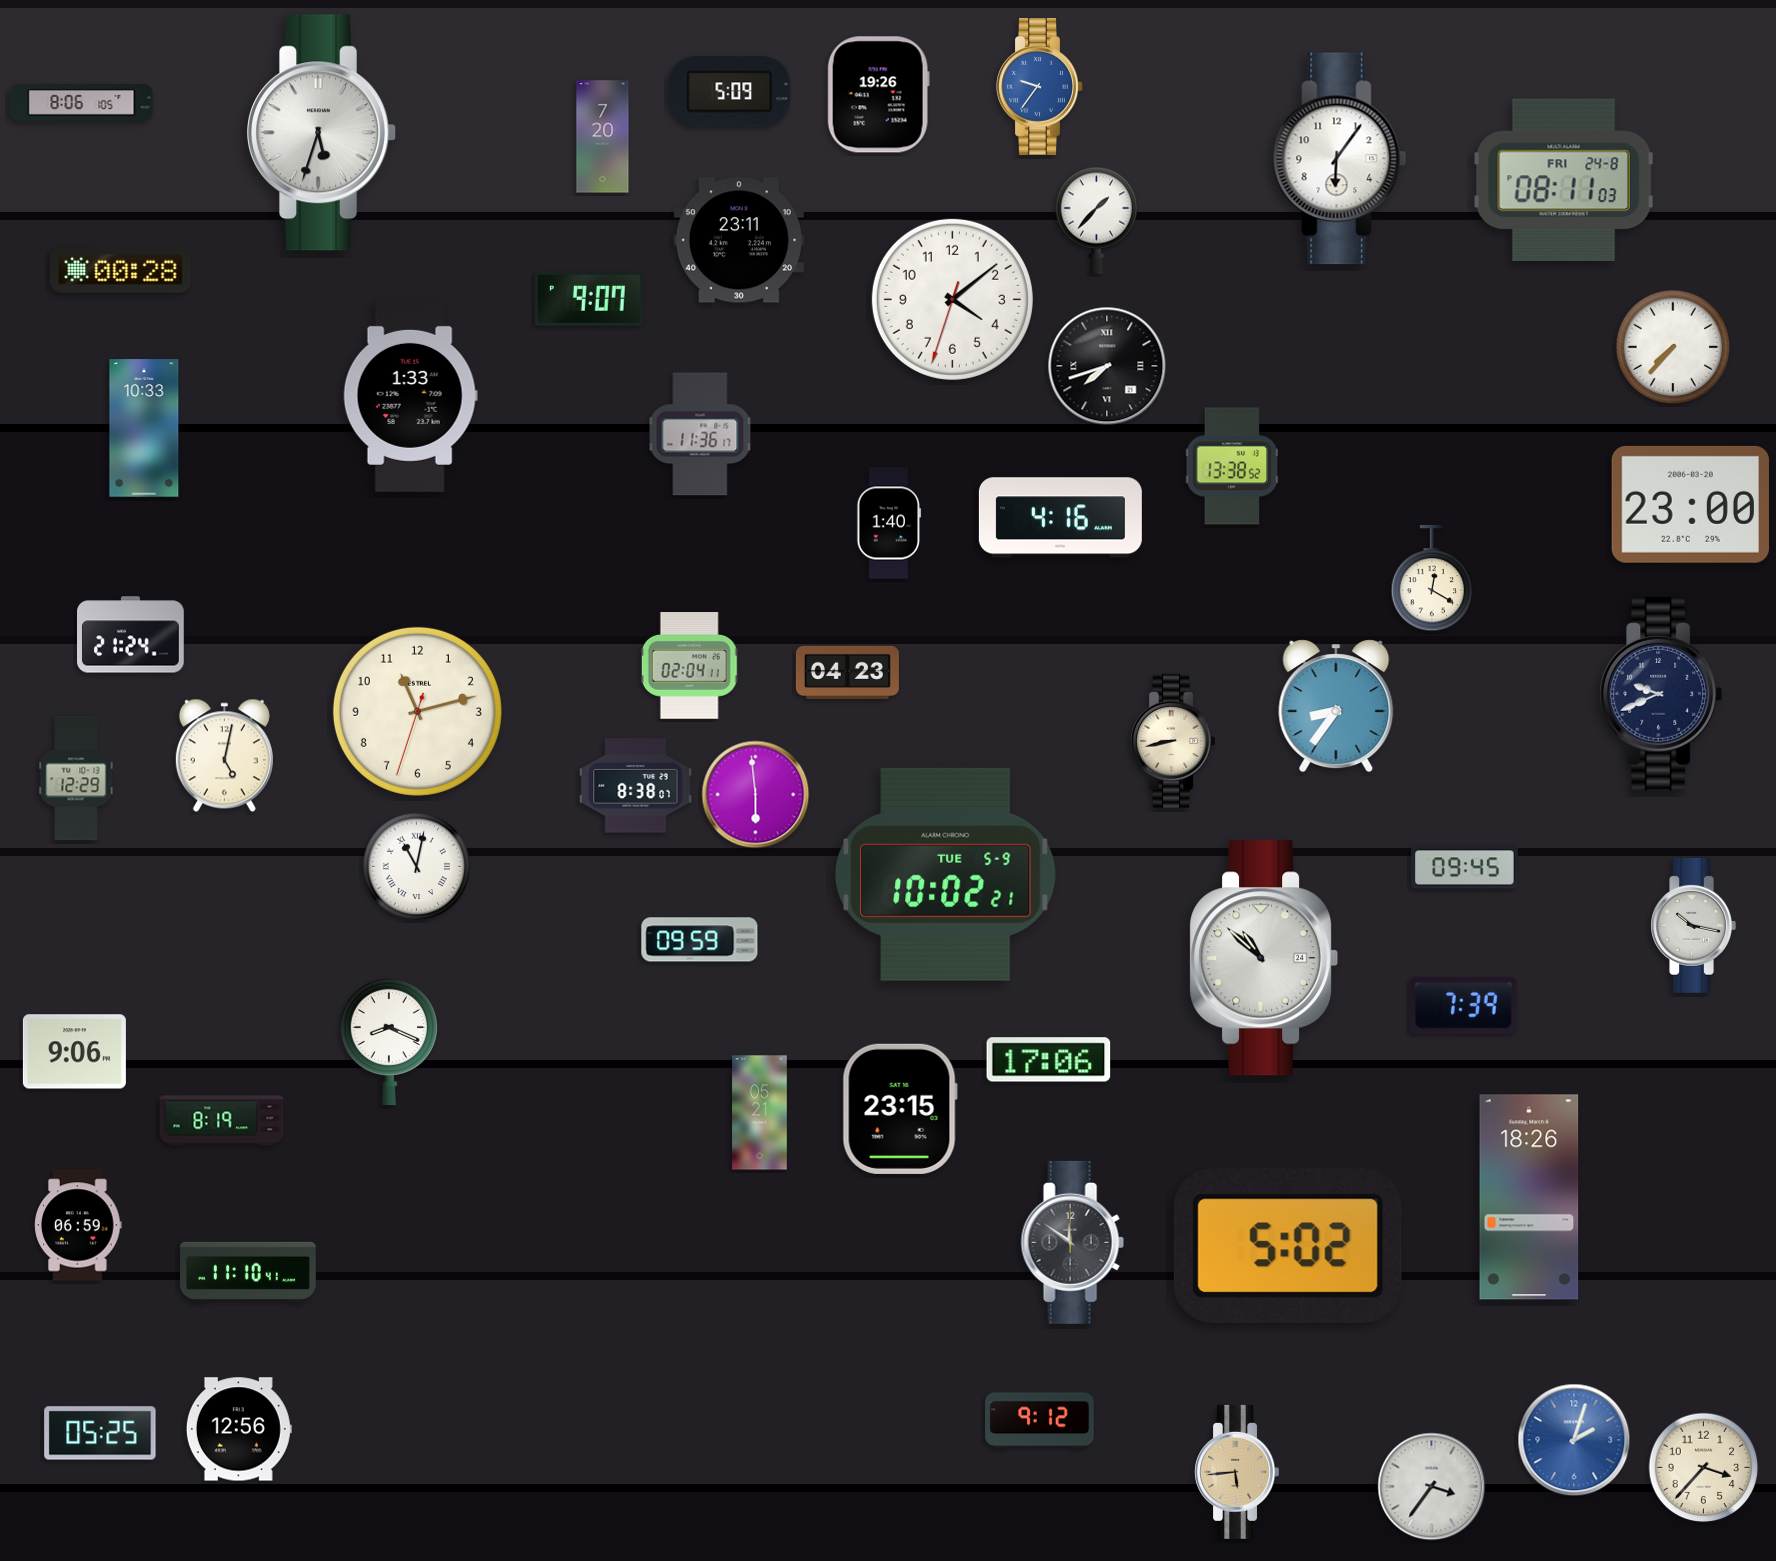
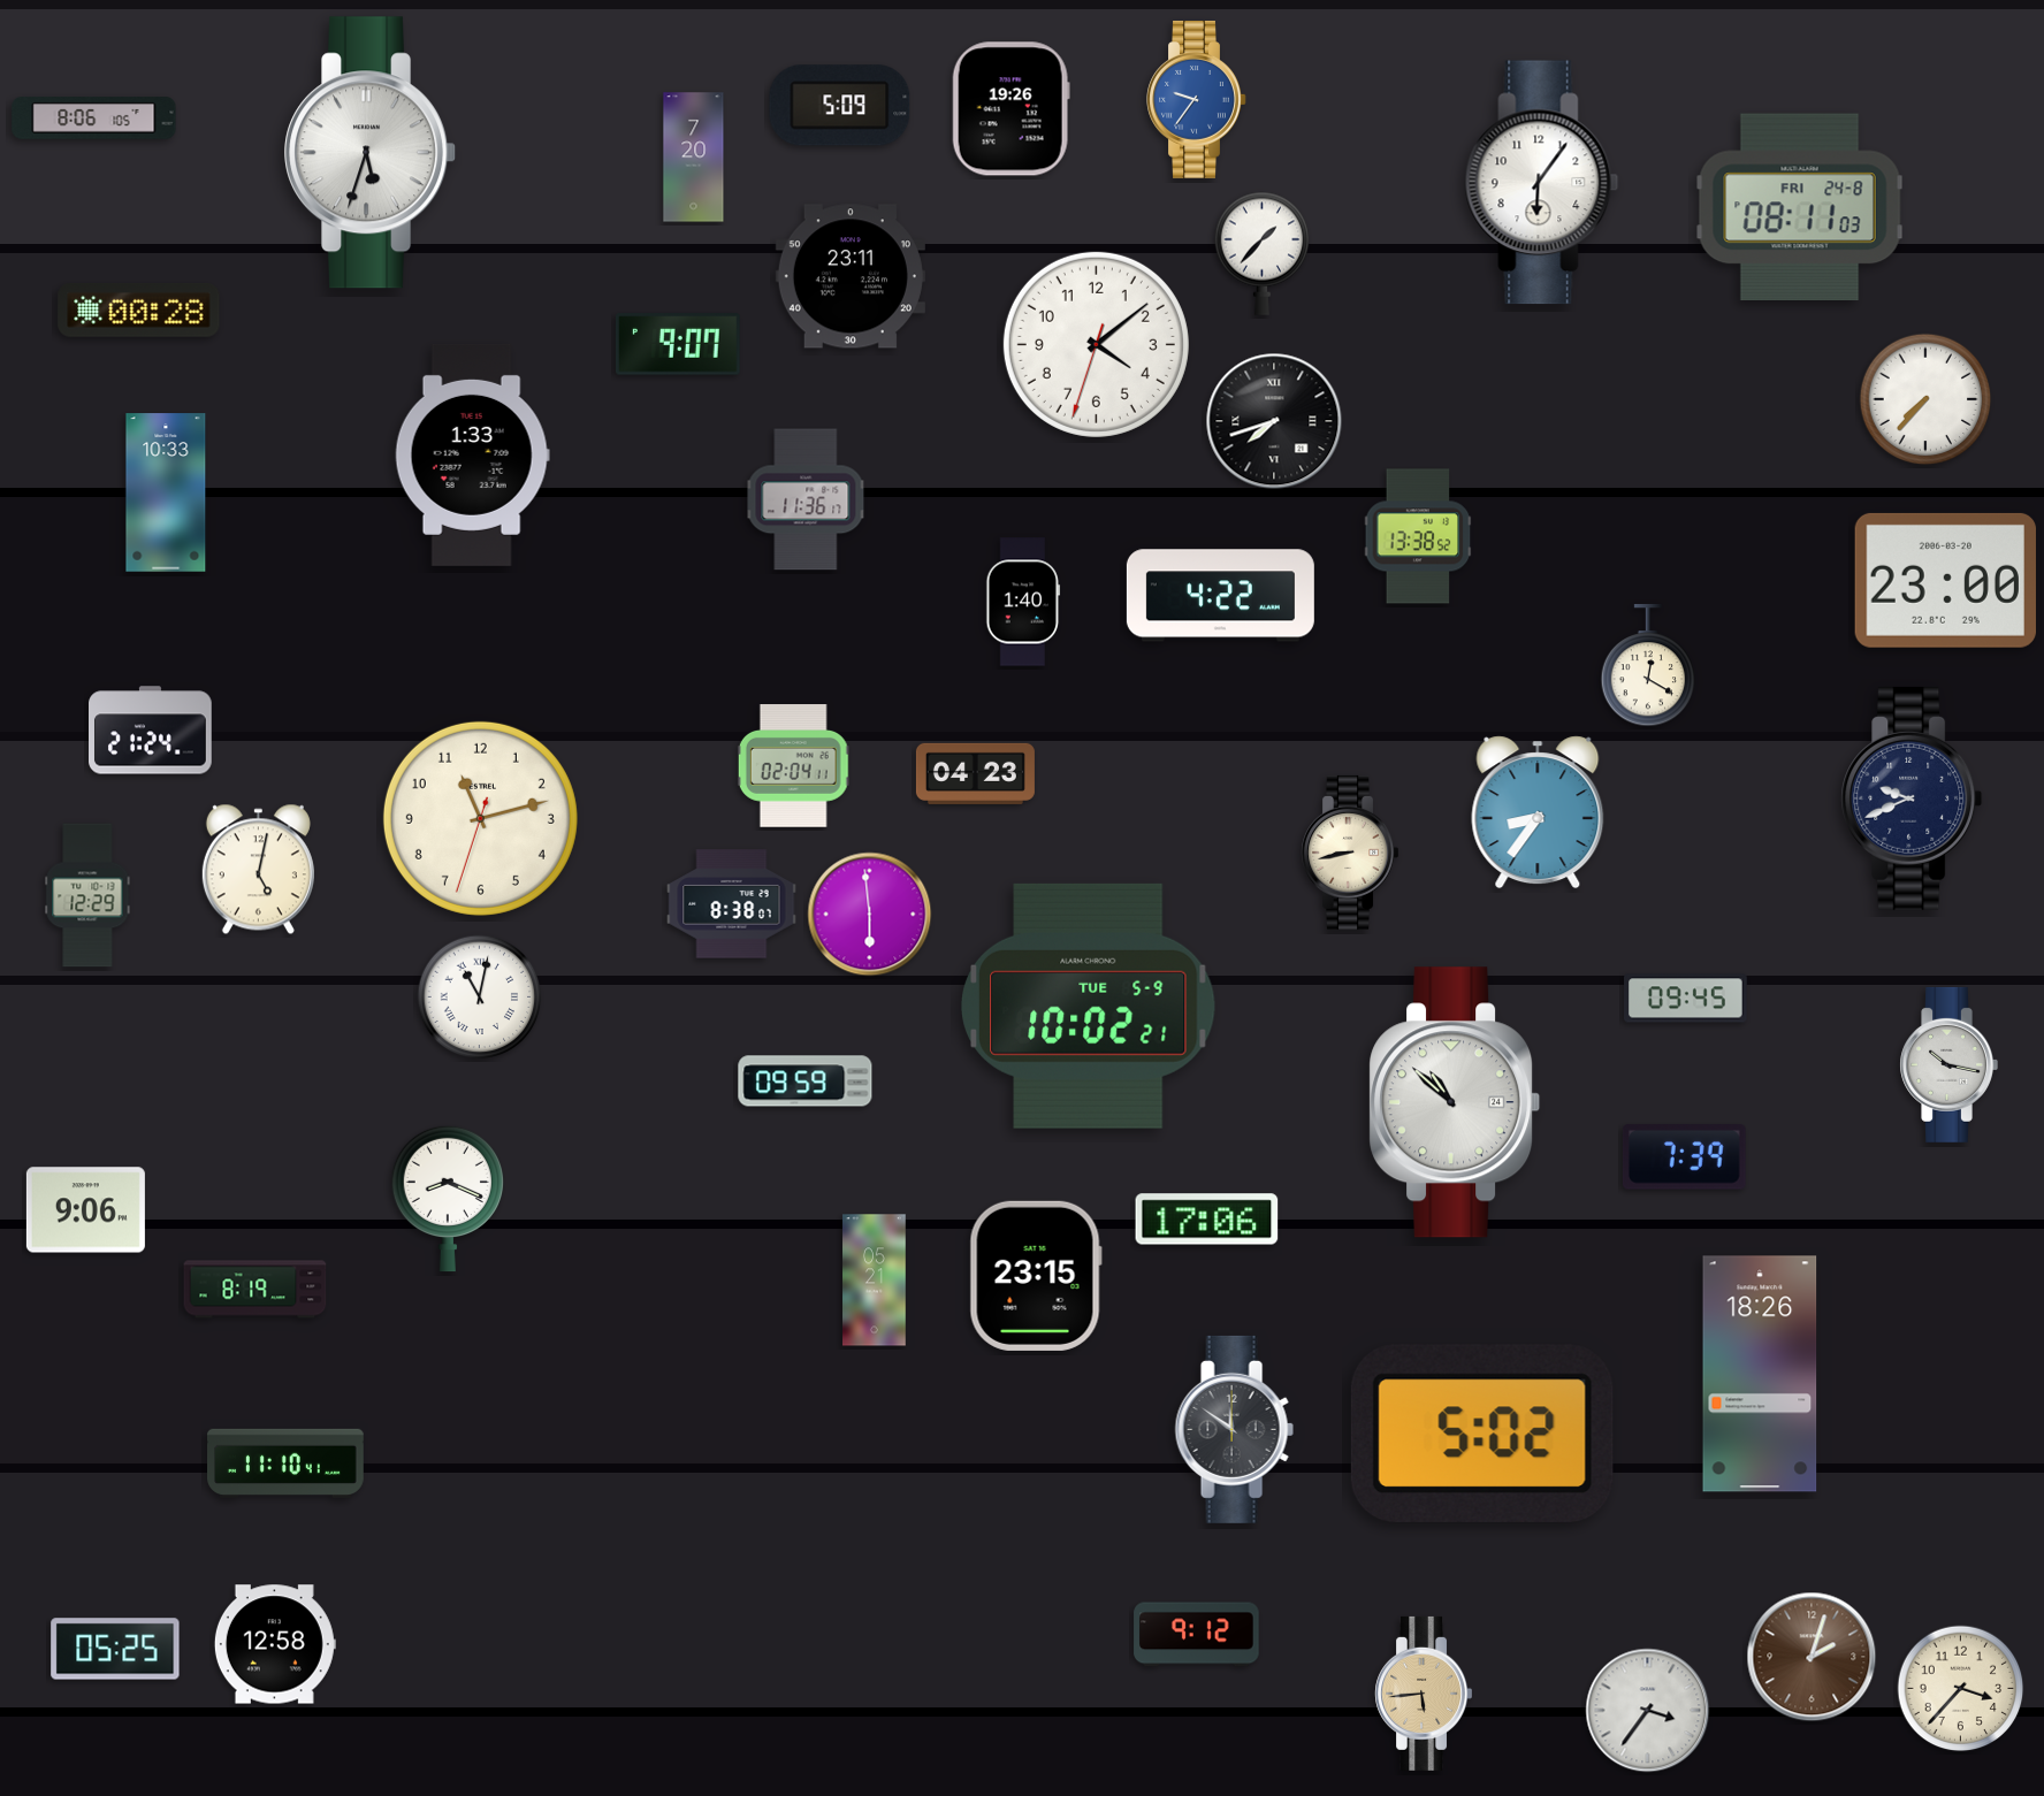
clock at (1060, 518): 4:16 -> 4:22
clock at (1529, 1197) position: (1529, 1197) -> (1760, 1374)
clock at (78, 1225): 06:59 -> none
clock at (239, 1429): 12:56 -> 12:58
clock at (1574, 1440) dial: blue -> brown
